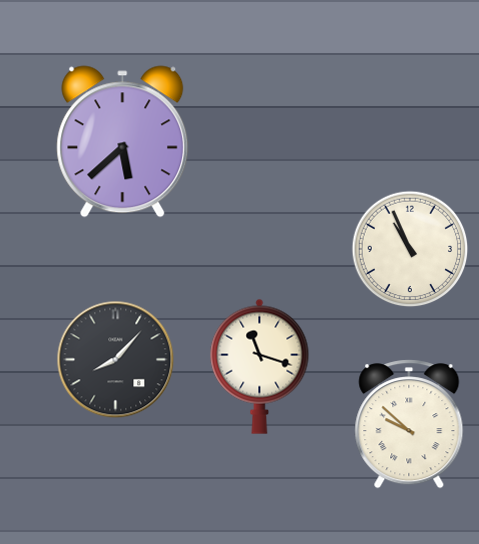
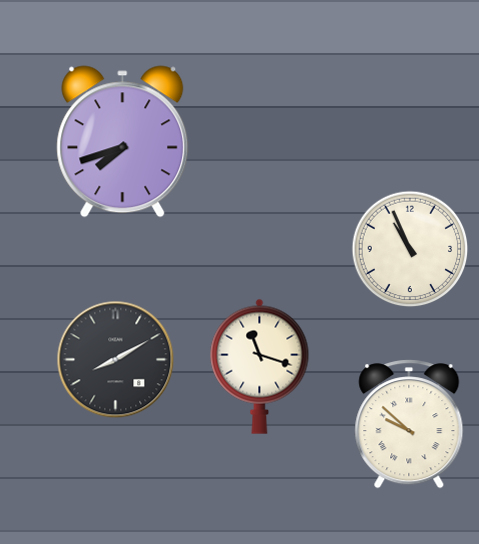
clock at (123, 142): 5:38 -> 7:42
clock at (116, 360): 8:07 -> 8:10
